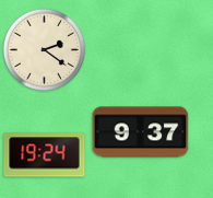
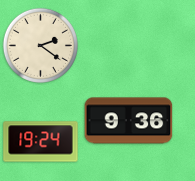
clock at (141, 132): 9:37 -> 9:36
